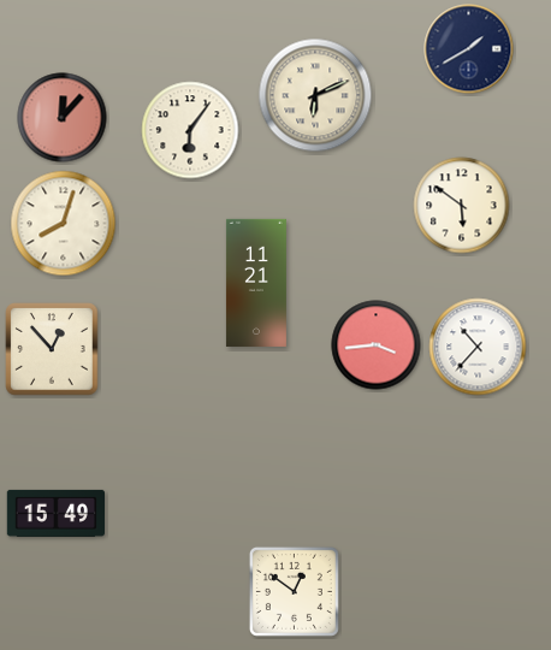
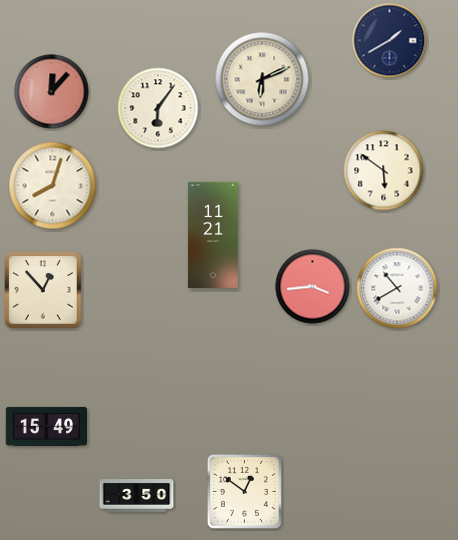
clock at (63, 118) position: (63, 118) -> (52, 92)
clock at (478, 347): 10:37 -> 10:40
clock at (137, 496): none -> 3:50
